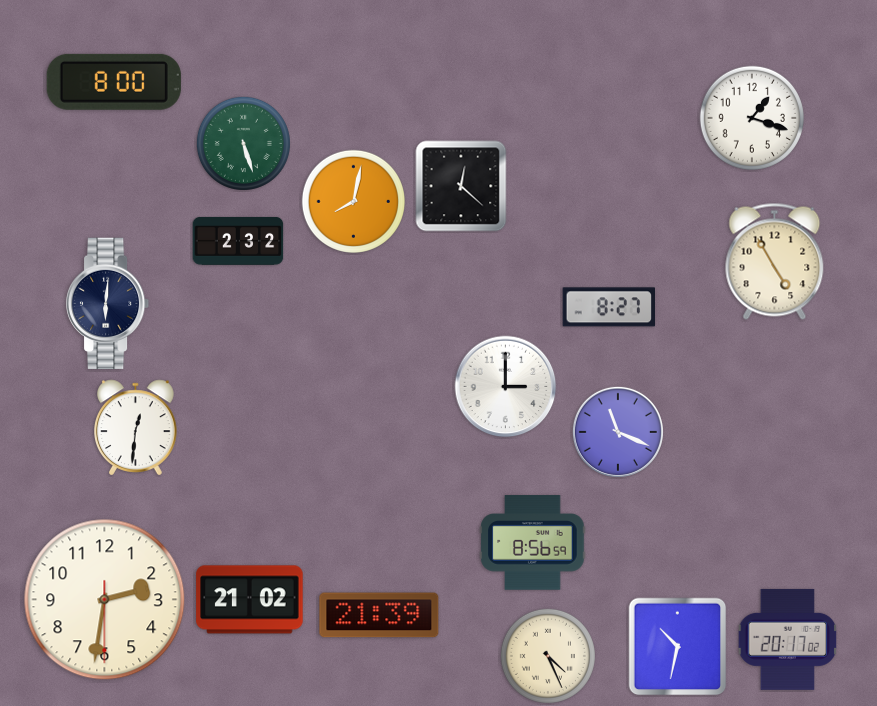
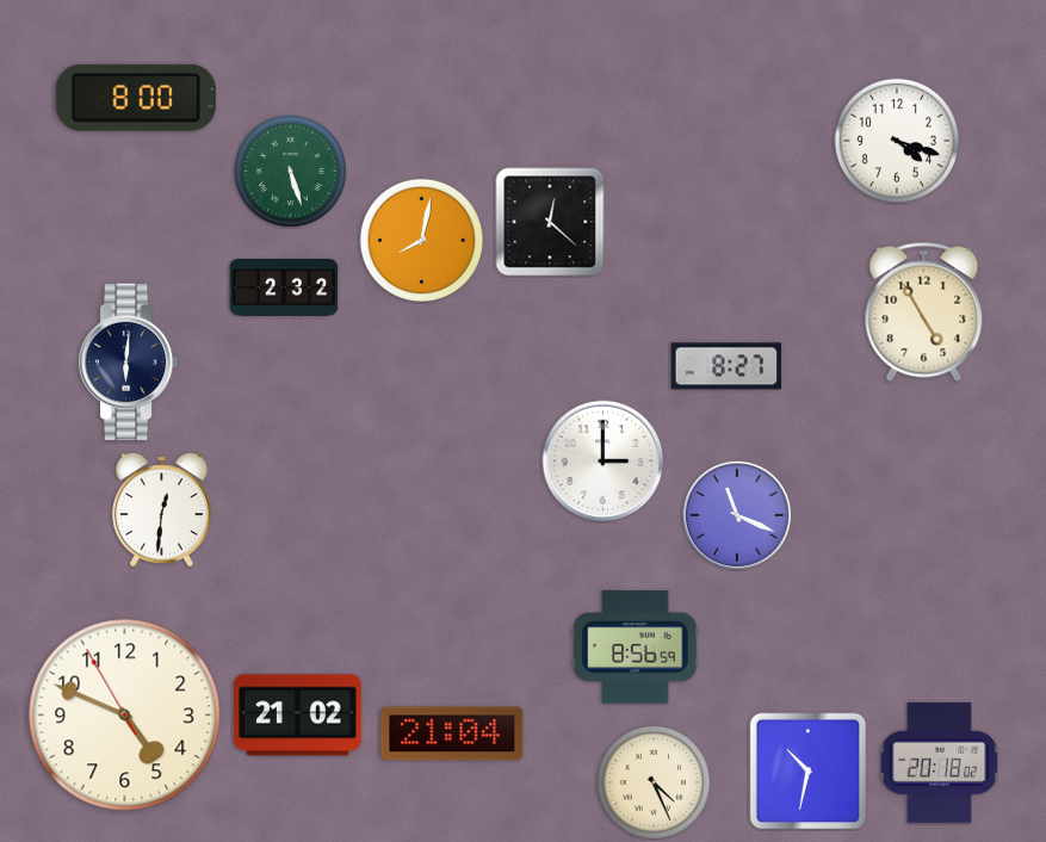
clock at (751, 117): 1:18 -> 4:18
clock at (105, 600): 2:31 -> 4:48
clock at (379, 615): 21:39 -> 21:04
clock at (788, 639): 20:17 -> 20:18
